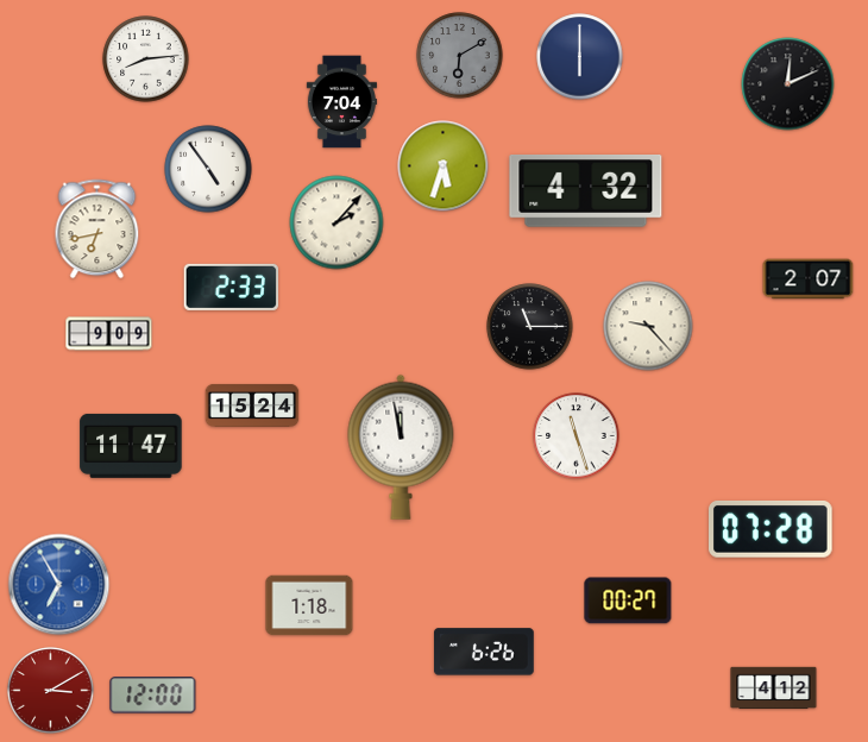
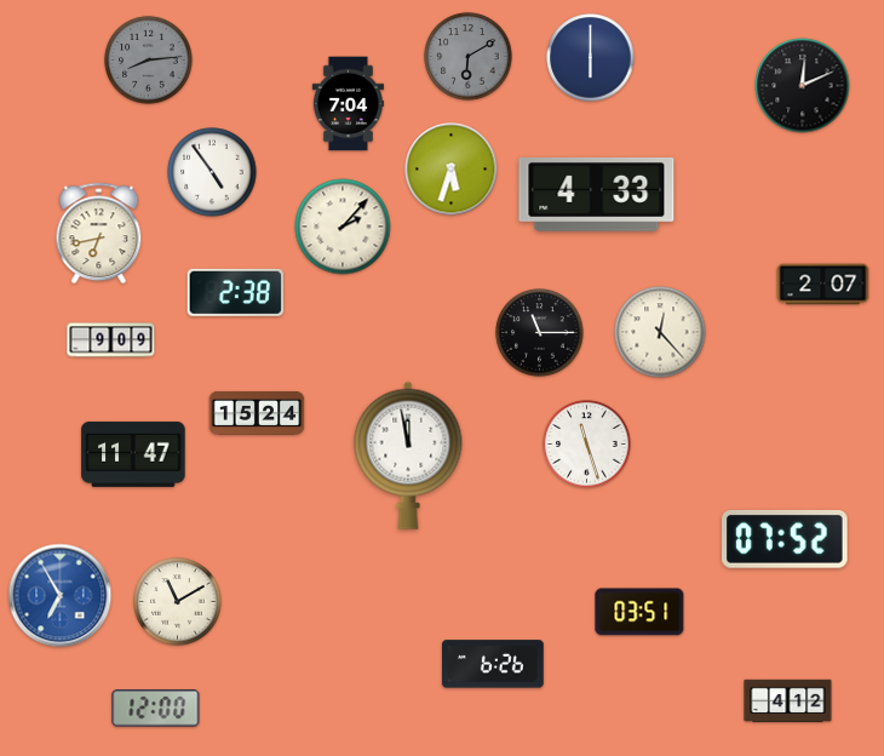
clock at (146, 59) dial: white -> grey
clock at (586, 191): 4:32 -> 4:33
clock at (232, 287): 2:33 -> 2:38
clock at (648, 326): 9:23 -> 12:23
clock at (772, 529): 07:28 -> 07:52
clock at (178, 602): none -> 11:10
clock at (628, 600): 00:27 -> 03:51
clock at (309, 605): 1:18 -> none
clock at (51, 691): 3:10 -> none
